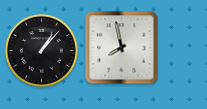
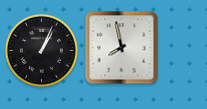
clock at (41, 50): 1:07 -> 1:04
